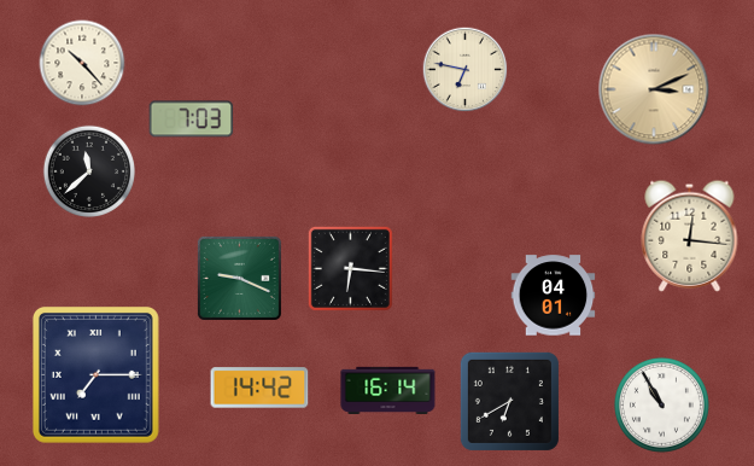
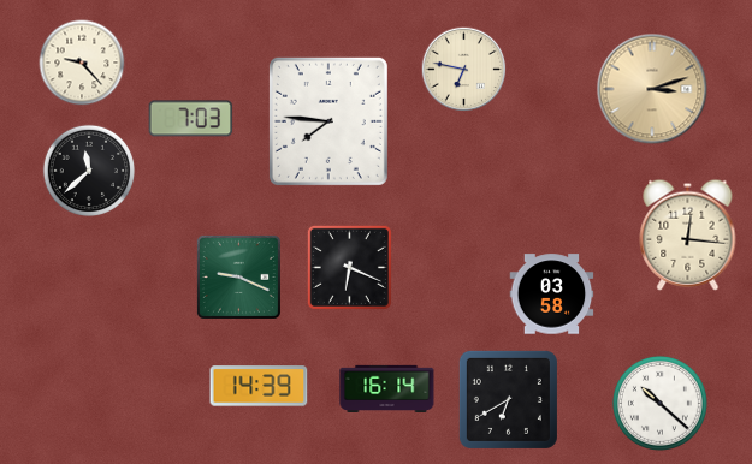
clock at (82, 63): 10:23 -> 9:23
clock at (654, 89): 3:11 -> 3:12
clock at (328, 121): none -> 7:46
clock at (350, 268): 6:16 -> 6:19
clock at (554, 296): 04:01 -> 03:58
clock at (95, 374): 7:15 -> none
clock at (259, 388): 14:42 -> 14:39
clock at (661, 404): 10:55 -> 10:22
